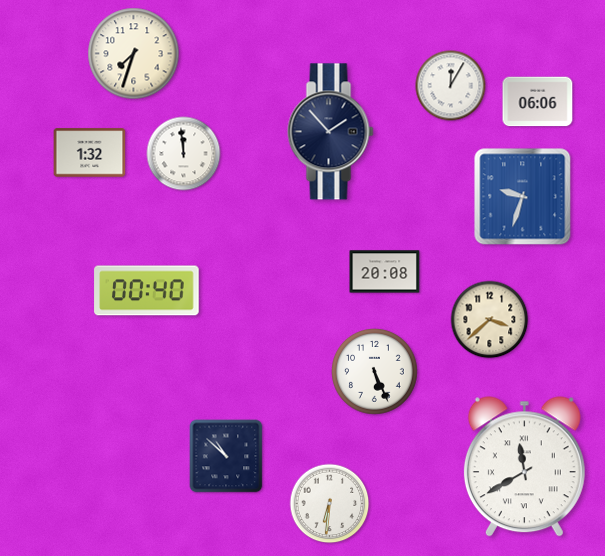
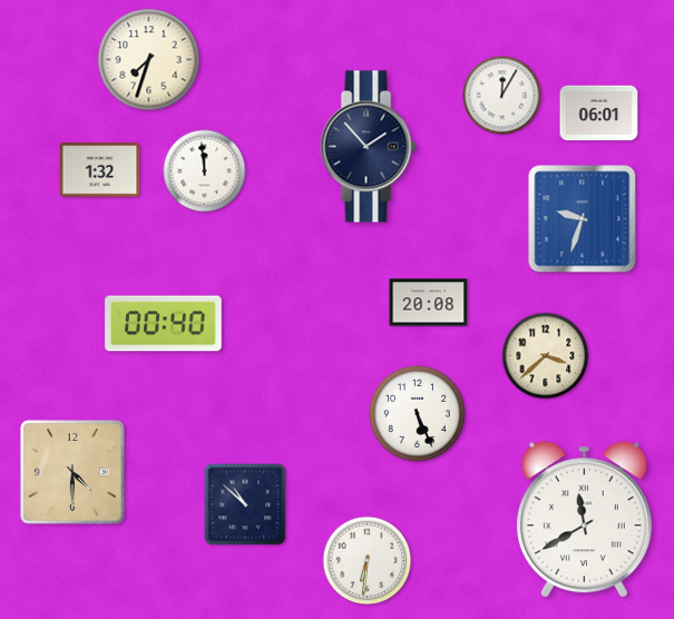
clock at (538, 102): 06:06 -> 06:01
clock at (72, 472): none -> 4:30
clock at (226, 456) position: (226, 456) -> (245, 504)
